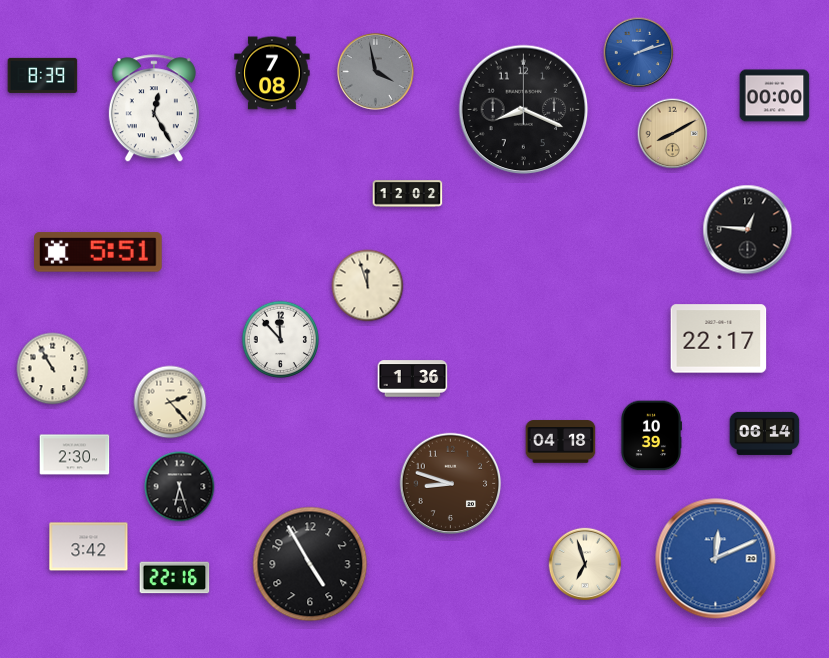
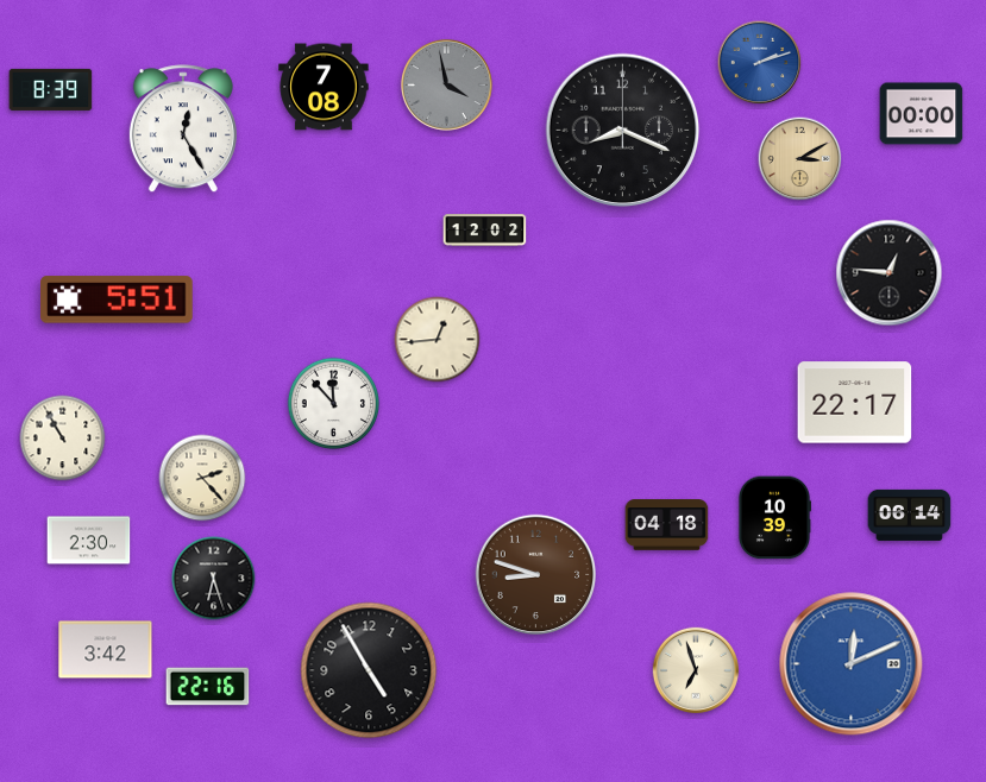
clock at (673, 134): 8:10 -> 3:10
clock at (368, 286): 11:57 -> 12:44
clock at (413, 379): 1:36 -> none
